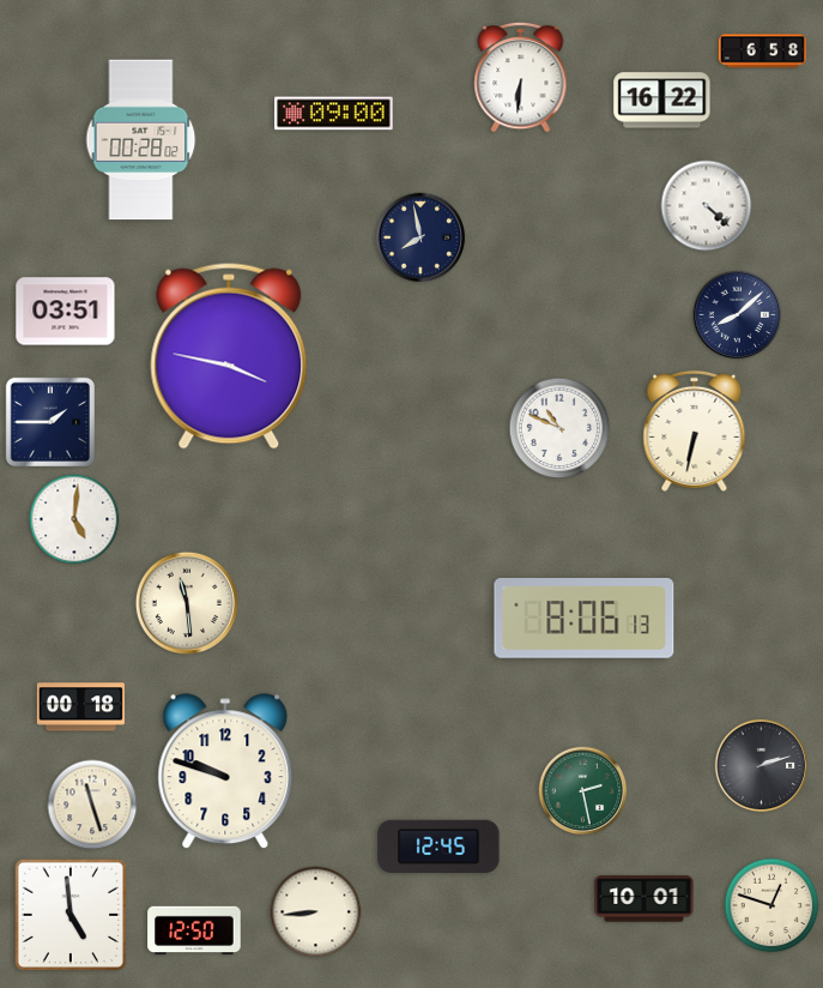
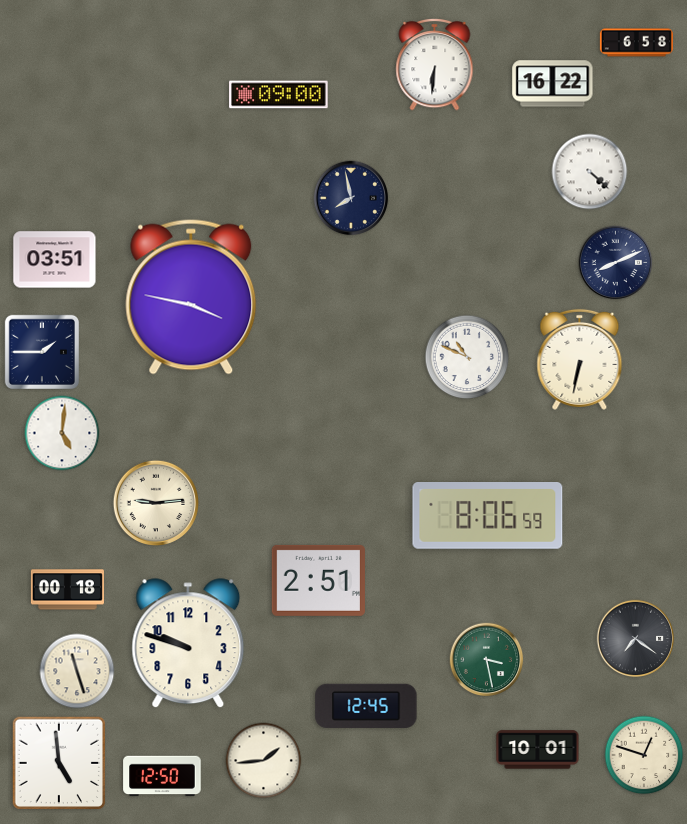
clock at (141, 140): 00:28 -> none
clock at (738, 315): 8:08 -> 8:11
clock at (186, 602): 11:29 -> 9:14
clock at (585, 619): 8:06:13 -> 8:06:59
clock at (318, 580): none -> 2:51
clock at (762, 766): 2:12 -> 7:21
clock at (583, 791): 2:28 -> 3:28
clock at (316, 912): 8:44 -> 1:44
